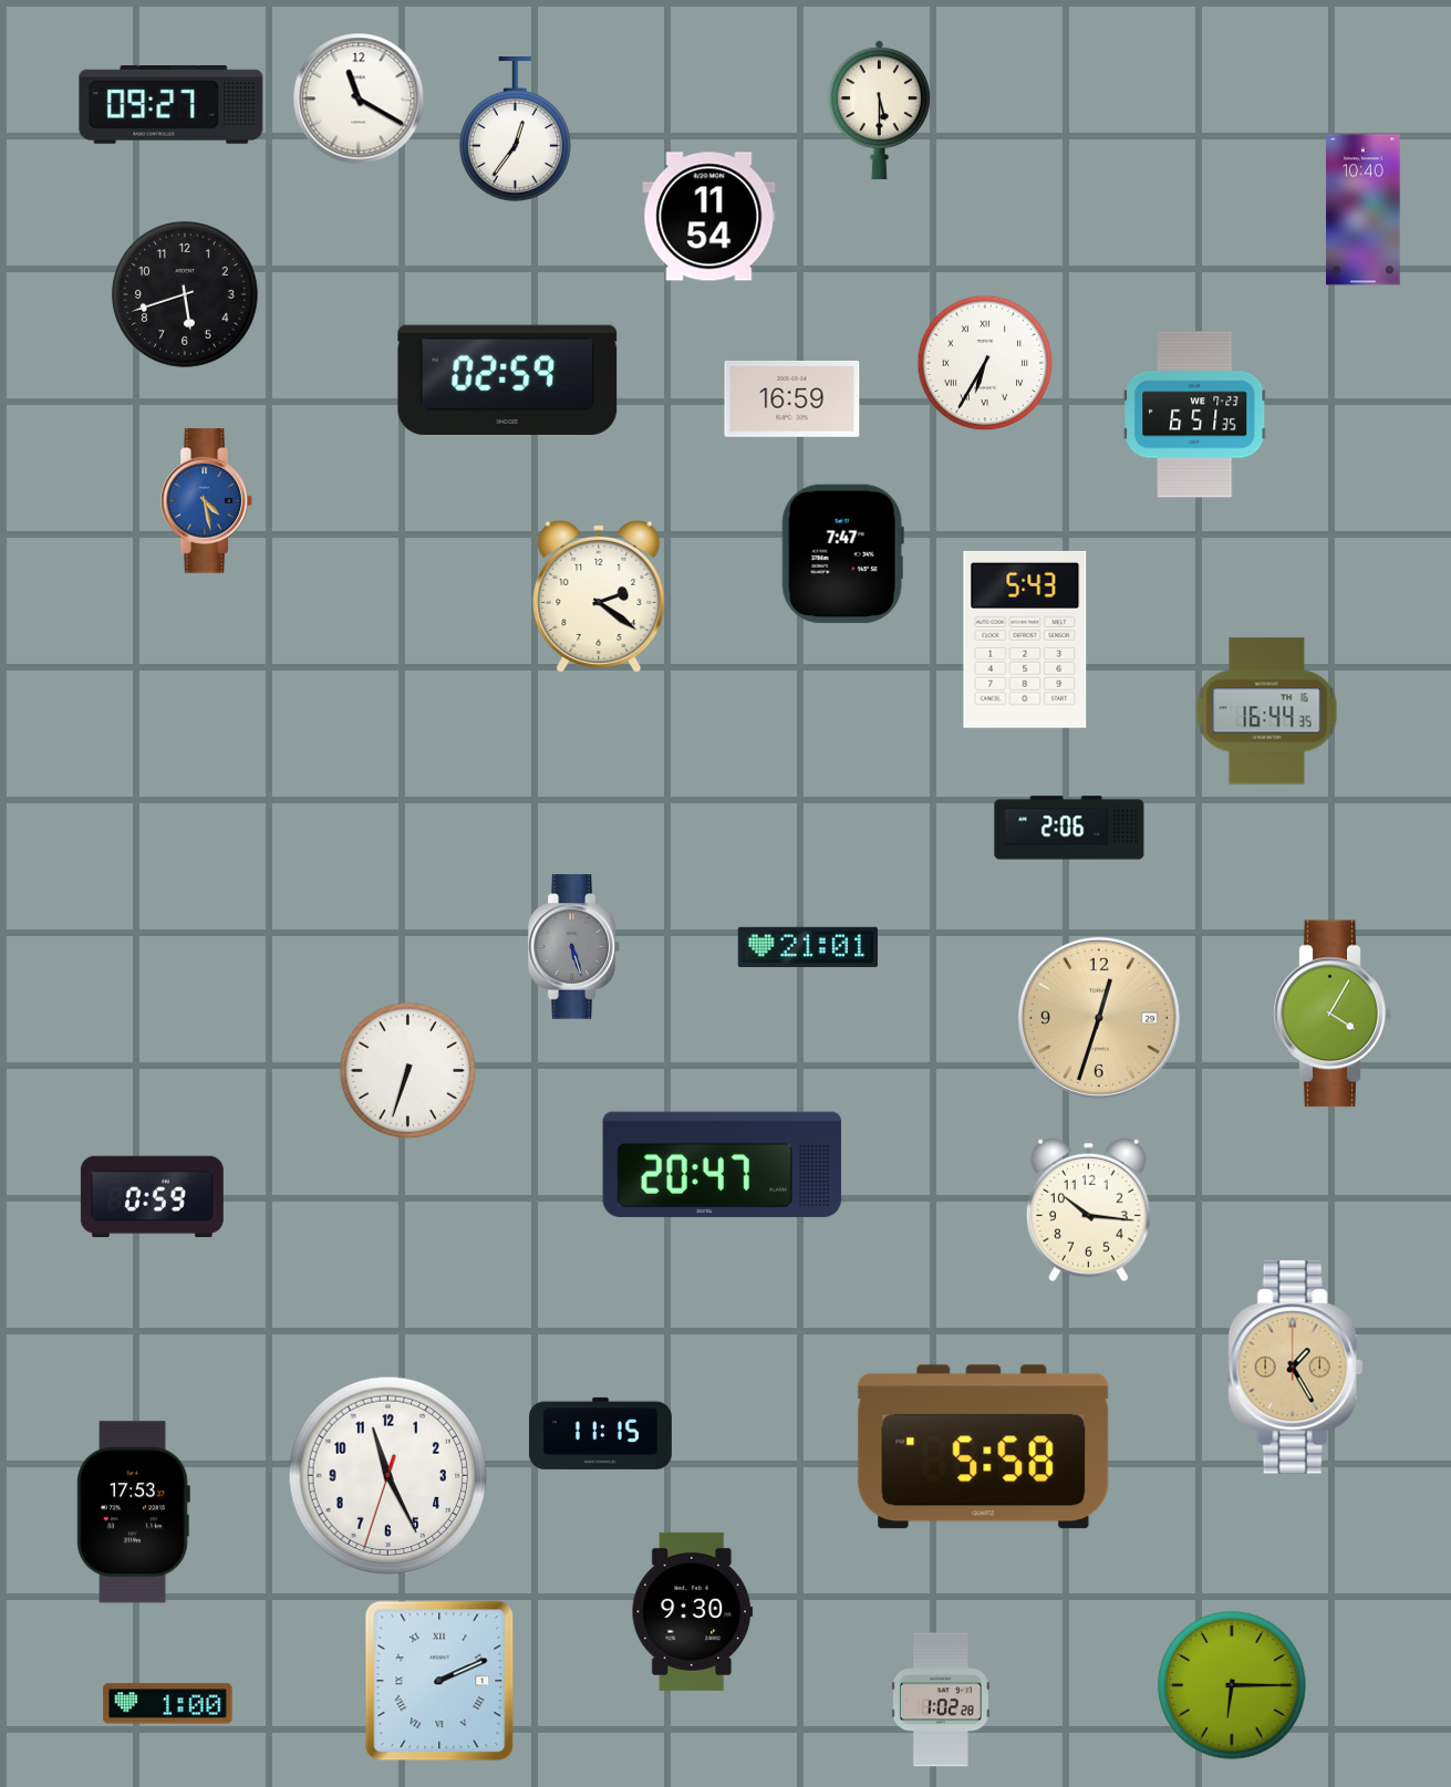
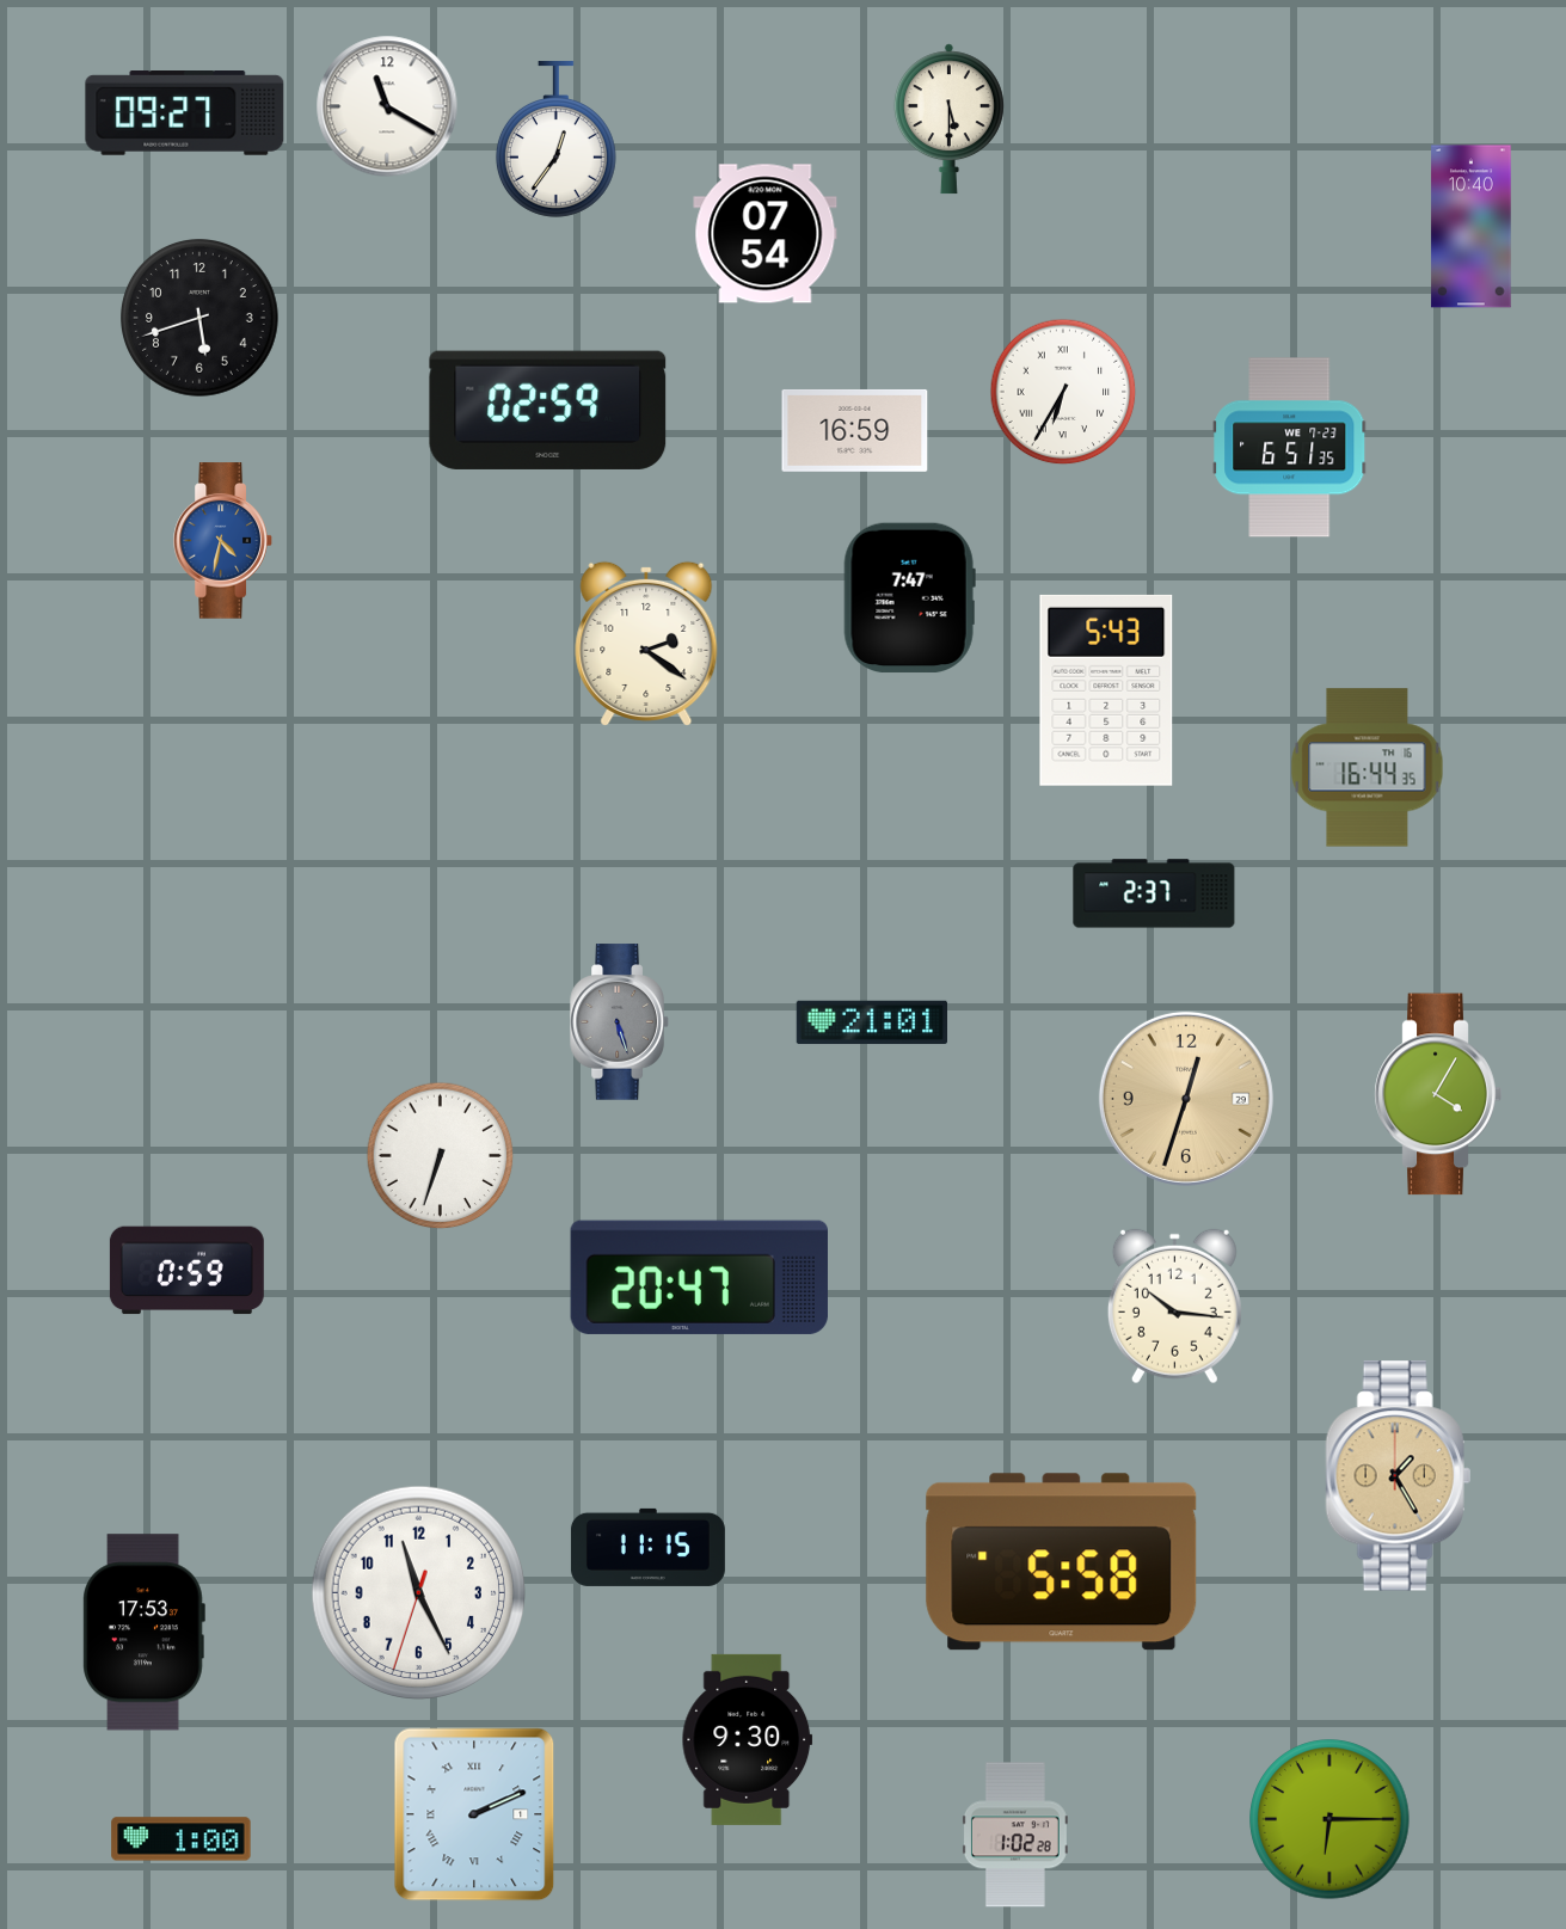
clock at (709, 217): 11:54 -> 07:54
clock at (207, 501): 4:28 -> 4:32
clock at (1069, 828): 2:06 -> 2:37
clock at (722, 1164) position: (722, 1164) -> (699, 1277)
clock at (152, 1197) position: (152, 1197) -> (186, 1271)
